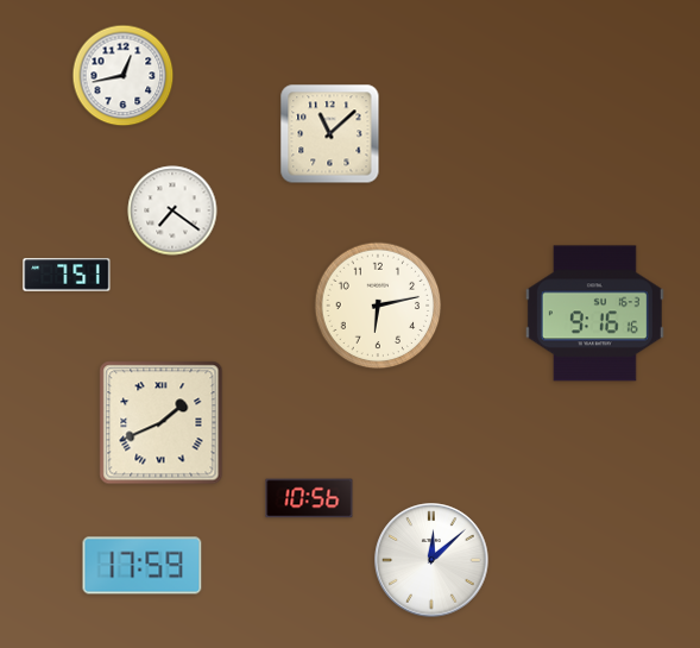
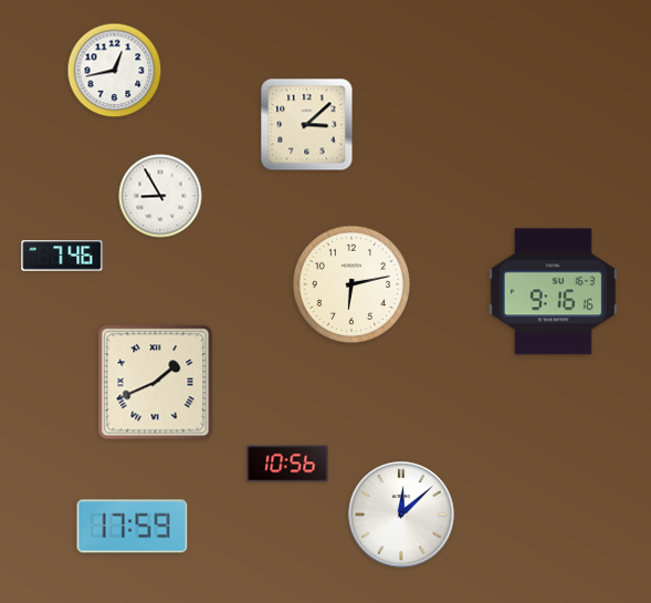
clock at (330, 134): 11:08 -> 3:08
clock at (172, 210): 7:21 -> 8:55
clock at (67, 275): 7:51 -> 7:46
clock at (162, 423) position: (162, 423) -> (156, 383)
clock at (431, 560) position: (431, 560) -> (401, 514)
